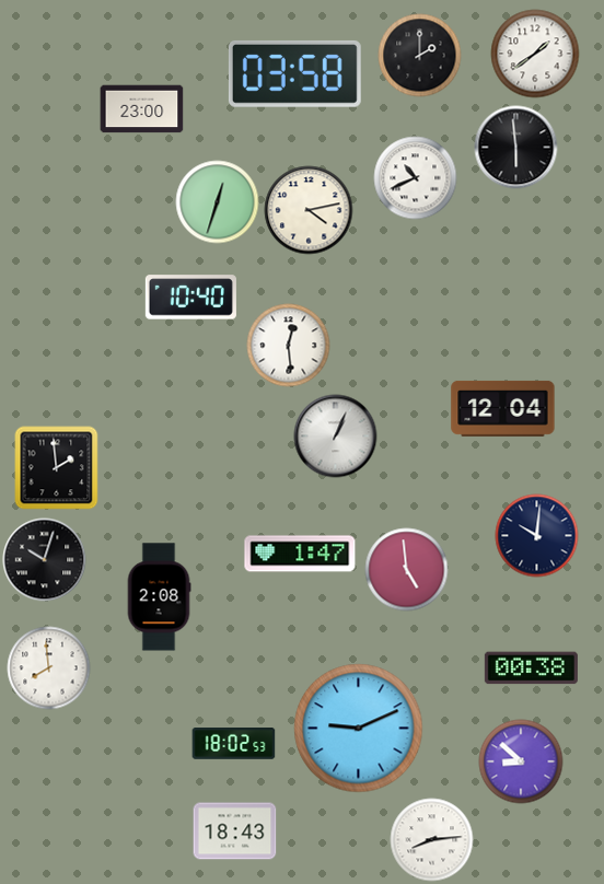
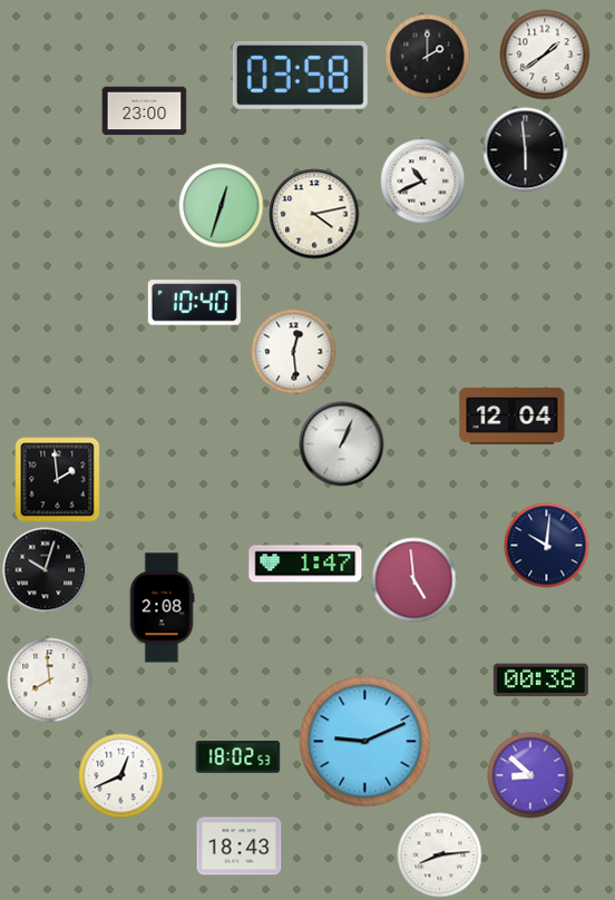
clock at (57, 468) position: (57, 468) -> (58, 480)
clock at (121, 776): none -> 12:41
